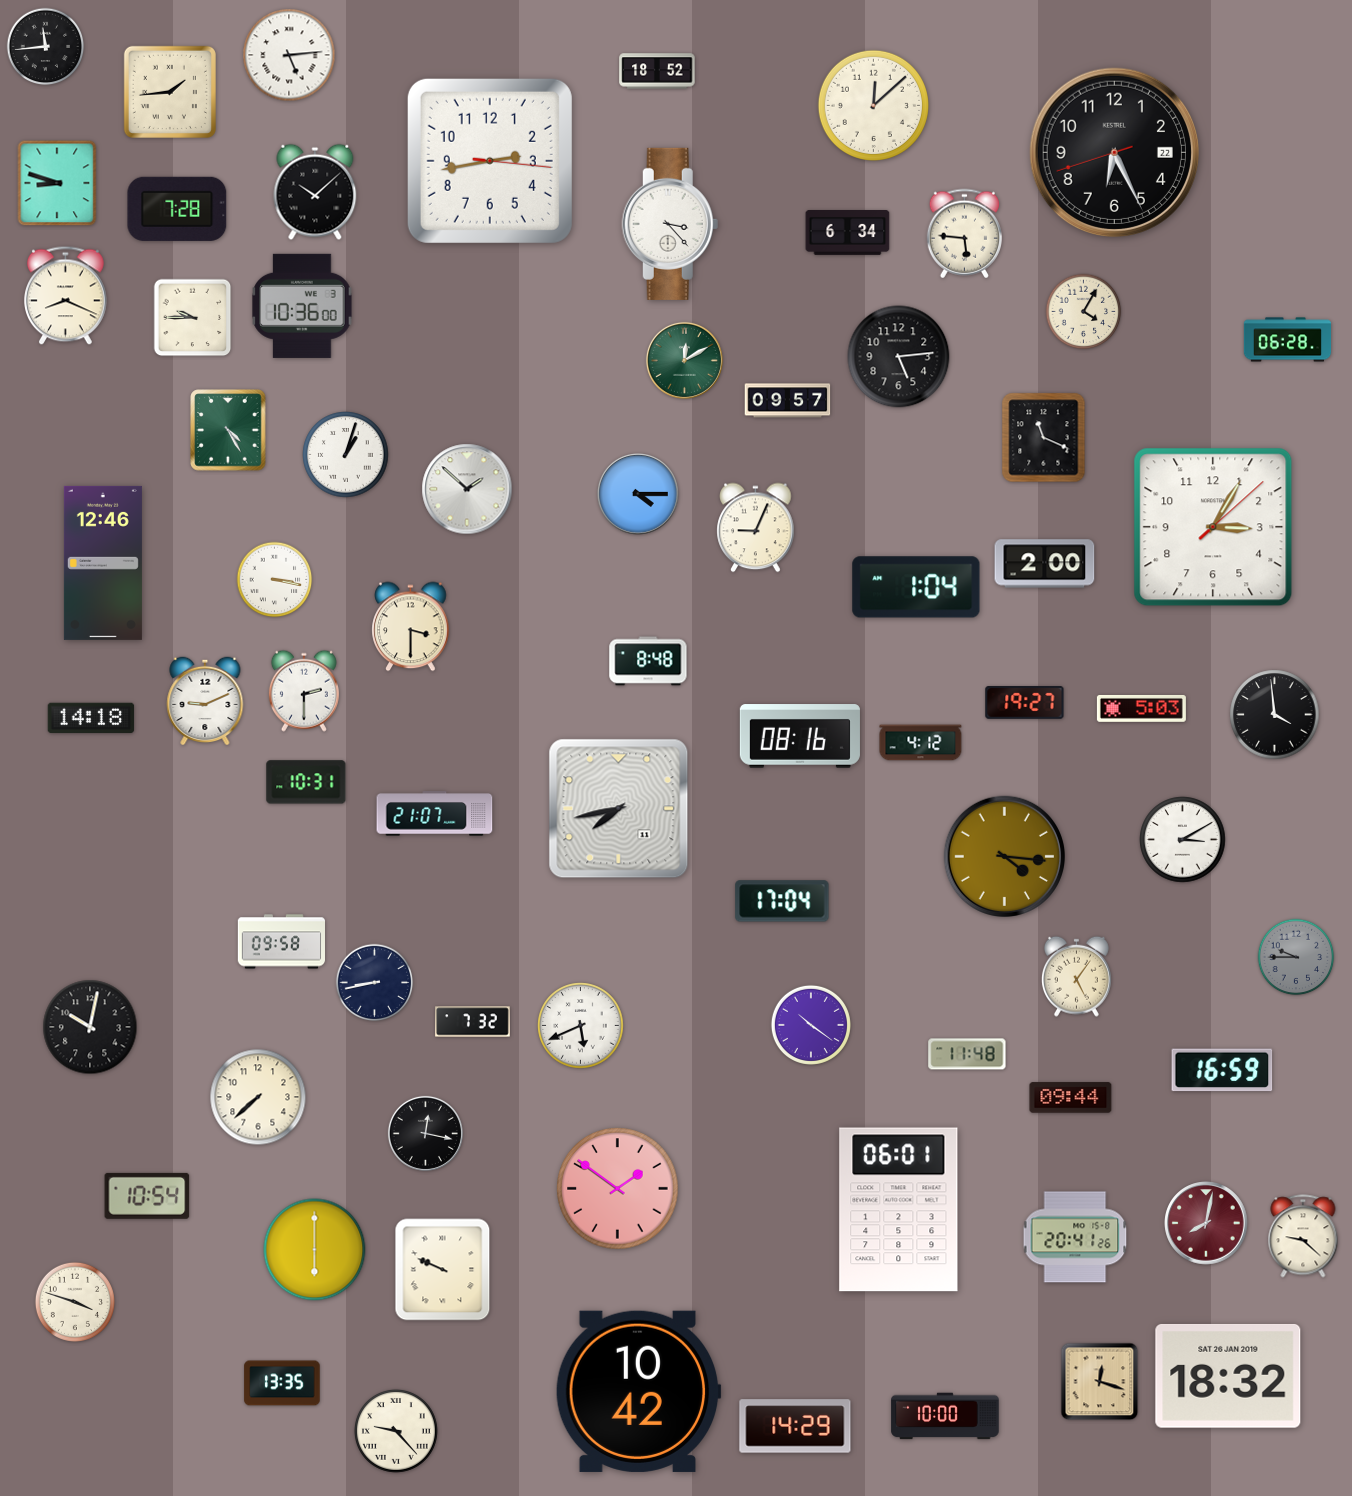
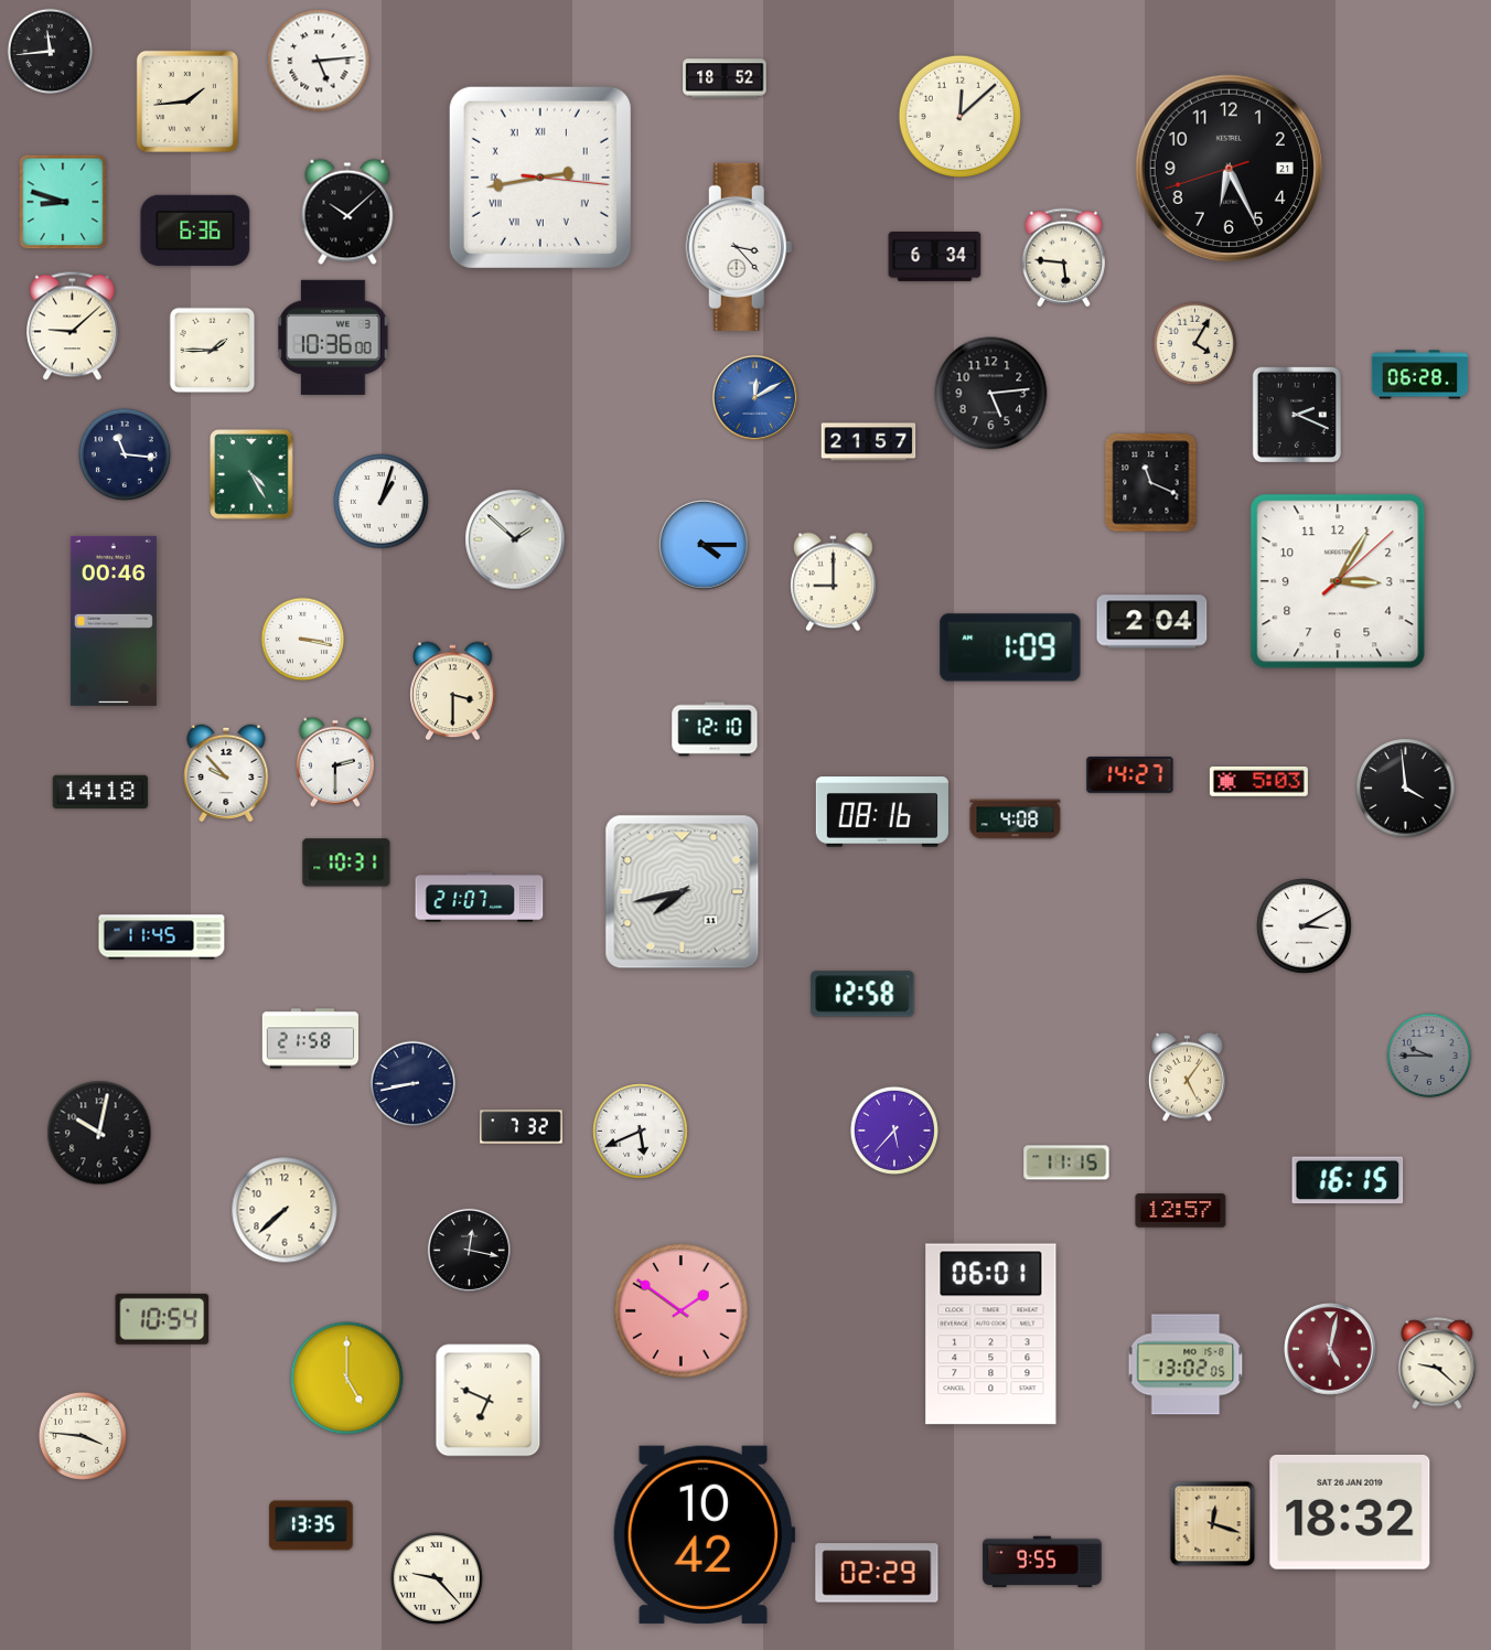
clock at (873, 105) position: (873, 105) -> (959, 116)
clock at (1114, 152) date: 22 -> 21
clock at (490, 161) numerals: Arabic -> Roman
clock at (177, 209): 7:28 -> 6:36
clock at (66, 296): 8:19 -> 9:08
clock at (193, 318): 9:45 -> 1:45
clock at (684, 360) dial: green -> blue
clock at (1296, 415): none -> 2:19
clock at (788, 401): 09:57 -> 21:57
clock at (125, 454): none -> 11:16
clock at (756, 528): 9:04 -> 9:00
clock at (103, 563): 12:46 -> 00:46
clock at (1045, 564): 2:00 -> 2:04
clock at (916, 587): 1:04 -> 1:09
clock at (648, 661): 8:48 -> 12:10
clock at (205, 701): 9:11 -> 9:53
clock at (1025, 703): 19:27 -> 14:27
clock at (921, 743): 4:12 -> 4:08
clock at (306, 782) position: (306, 782) -> (346, 863)
clock at (162, 938): none -> 11:45
clock at (1004, 856): 4:16 -> none
clock at (782, 901): 17:04 -> 12:58
clock at (282, 942): 09:58 -> 21:58
clock at (811, 1025): 10:21 -> 5:37
clock at (967, 1054): 11:48 -> 11:15
clock at (1222, 1070): 16:59 -> 16:15
clock at (1071, 1098): 09:44 -> 12:57
clock at (1206, 1223): 8:02 -> 5:02
clock at (1075, 1237): 20:41 -> 13:02
clock at (315, 1250): 6:00 -> 5:00
clock at (443, 1270): 9:49 -> 6:49
clock at (75, 1302): 3:48 -> 3:46
clock at (1228, 1376) position: (1228, 1376) -> (1350, 1512)
clock at (945, 1416): 10:00 -> 9:55
clock at (795, 1426): 14:29 -> 02:29
